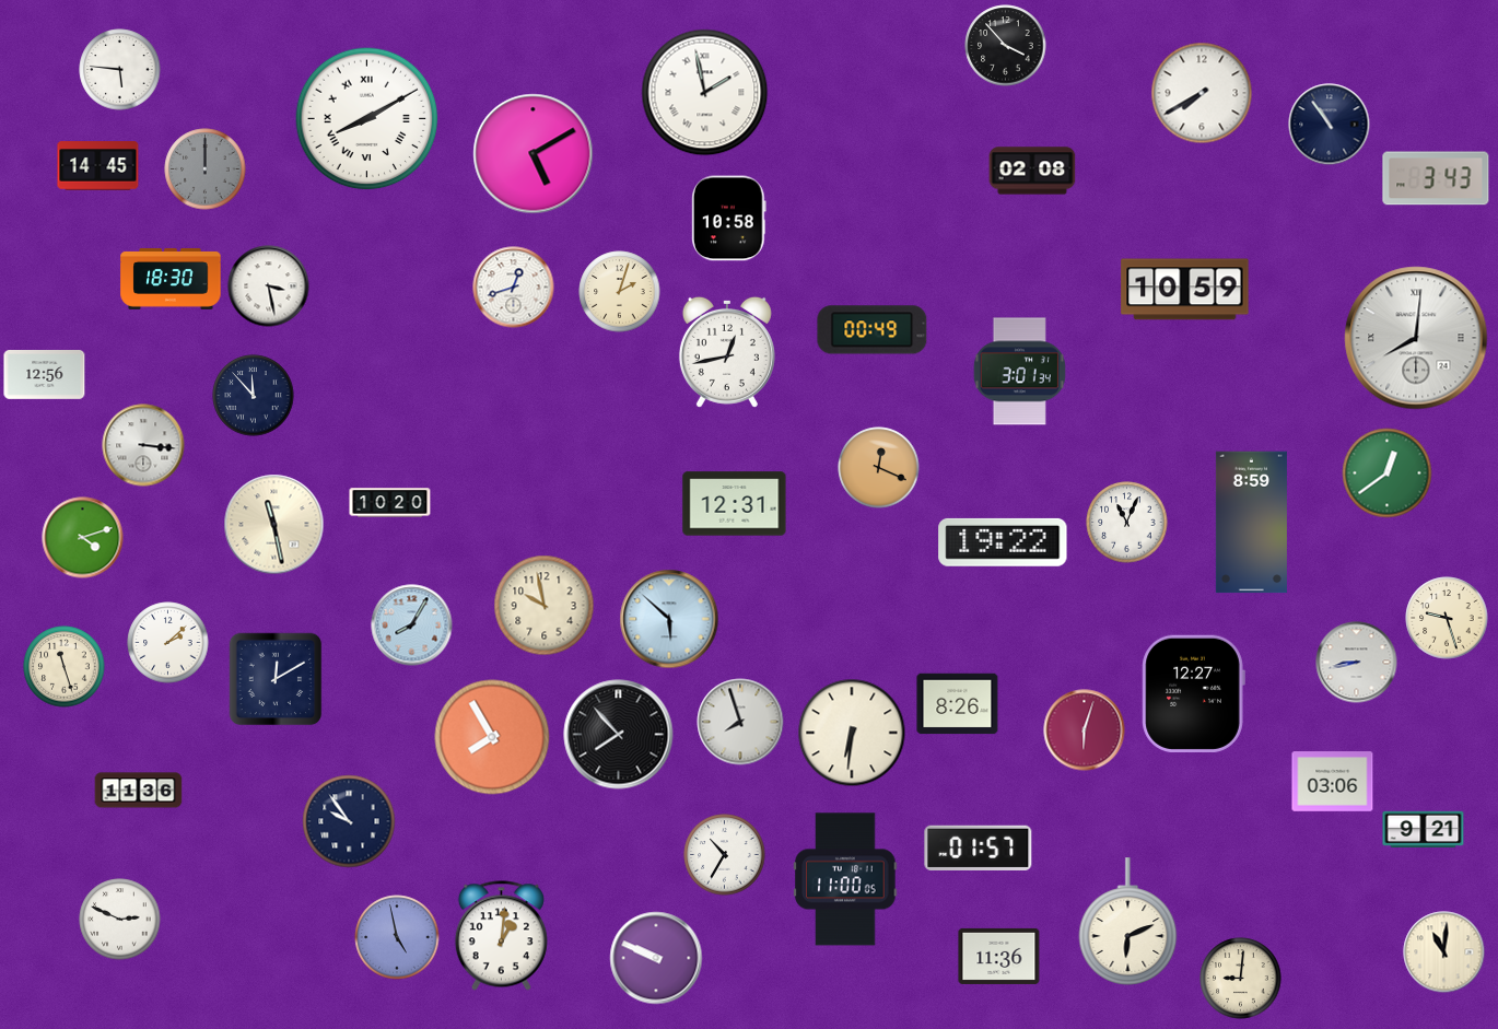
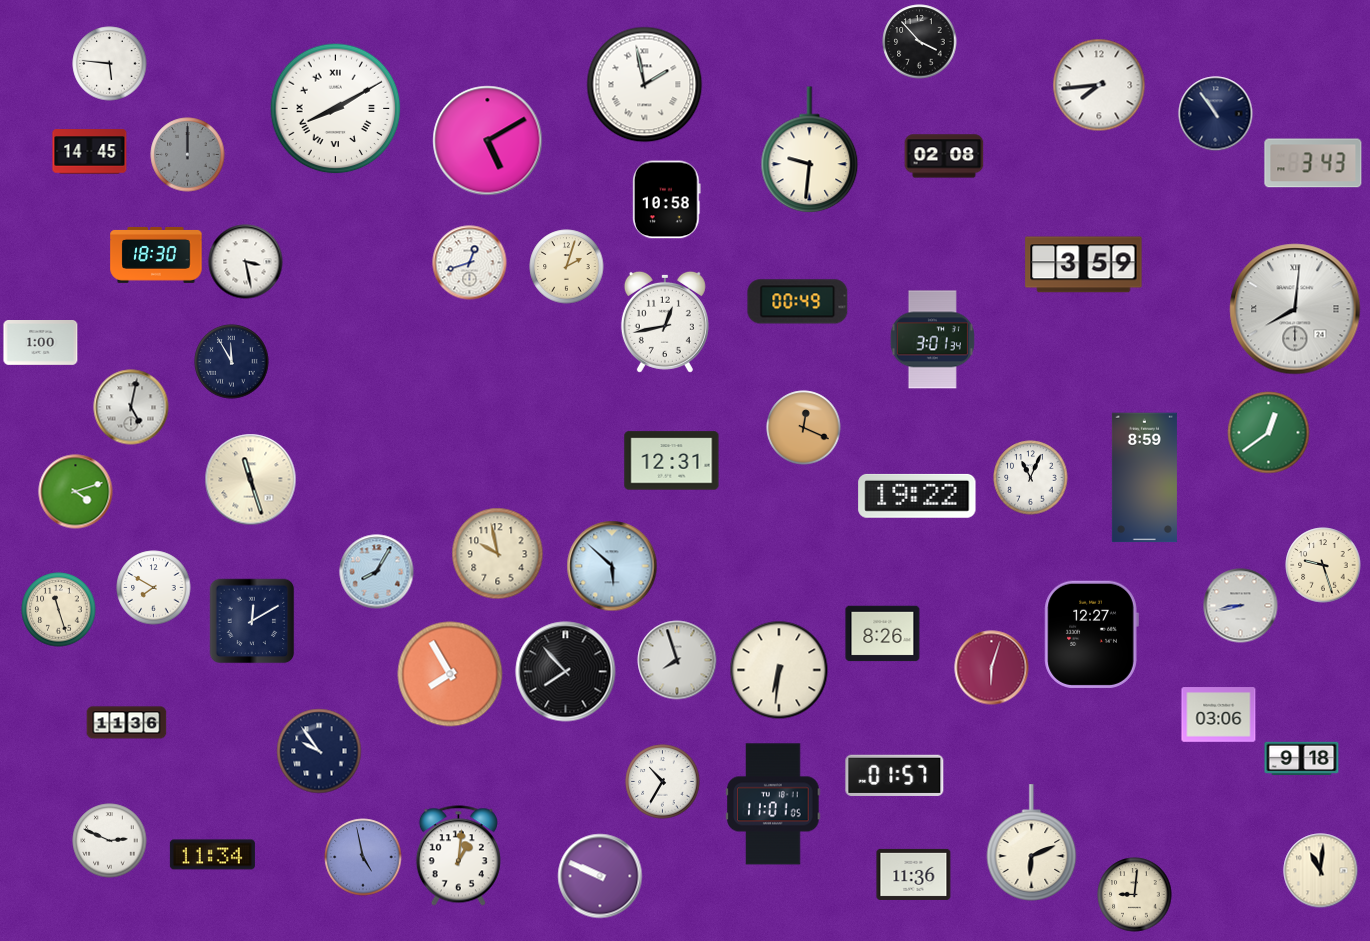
clock at (1202, 93): 7:40 -> 7:44
clock at (810, 150): none -> 9:31
clock at (1185, 290): 10:59 -> 3:59
clock at (45, 375): 12:56 -> 1:00
clock at (254, 396): 11:53 -> 11:55
clock at (143, 445): 3:16 -> 5:02
clock at (390, 503): 10:20 -> none
clock at (274, 525): 11:28 -> 11:27
clock at (168, 643): 2:08 -> 7:50
clock at (958, 704) position: (958, 704) -> (883, 634)
clock at (1424, 830): 9:21 -> 9:18
clock at (845, 879): 11:00 -> 11:01
clock at (212, 855): none -> 11:34
